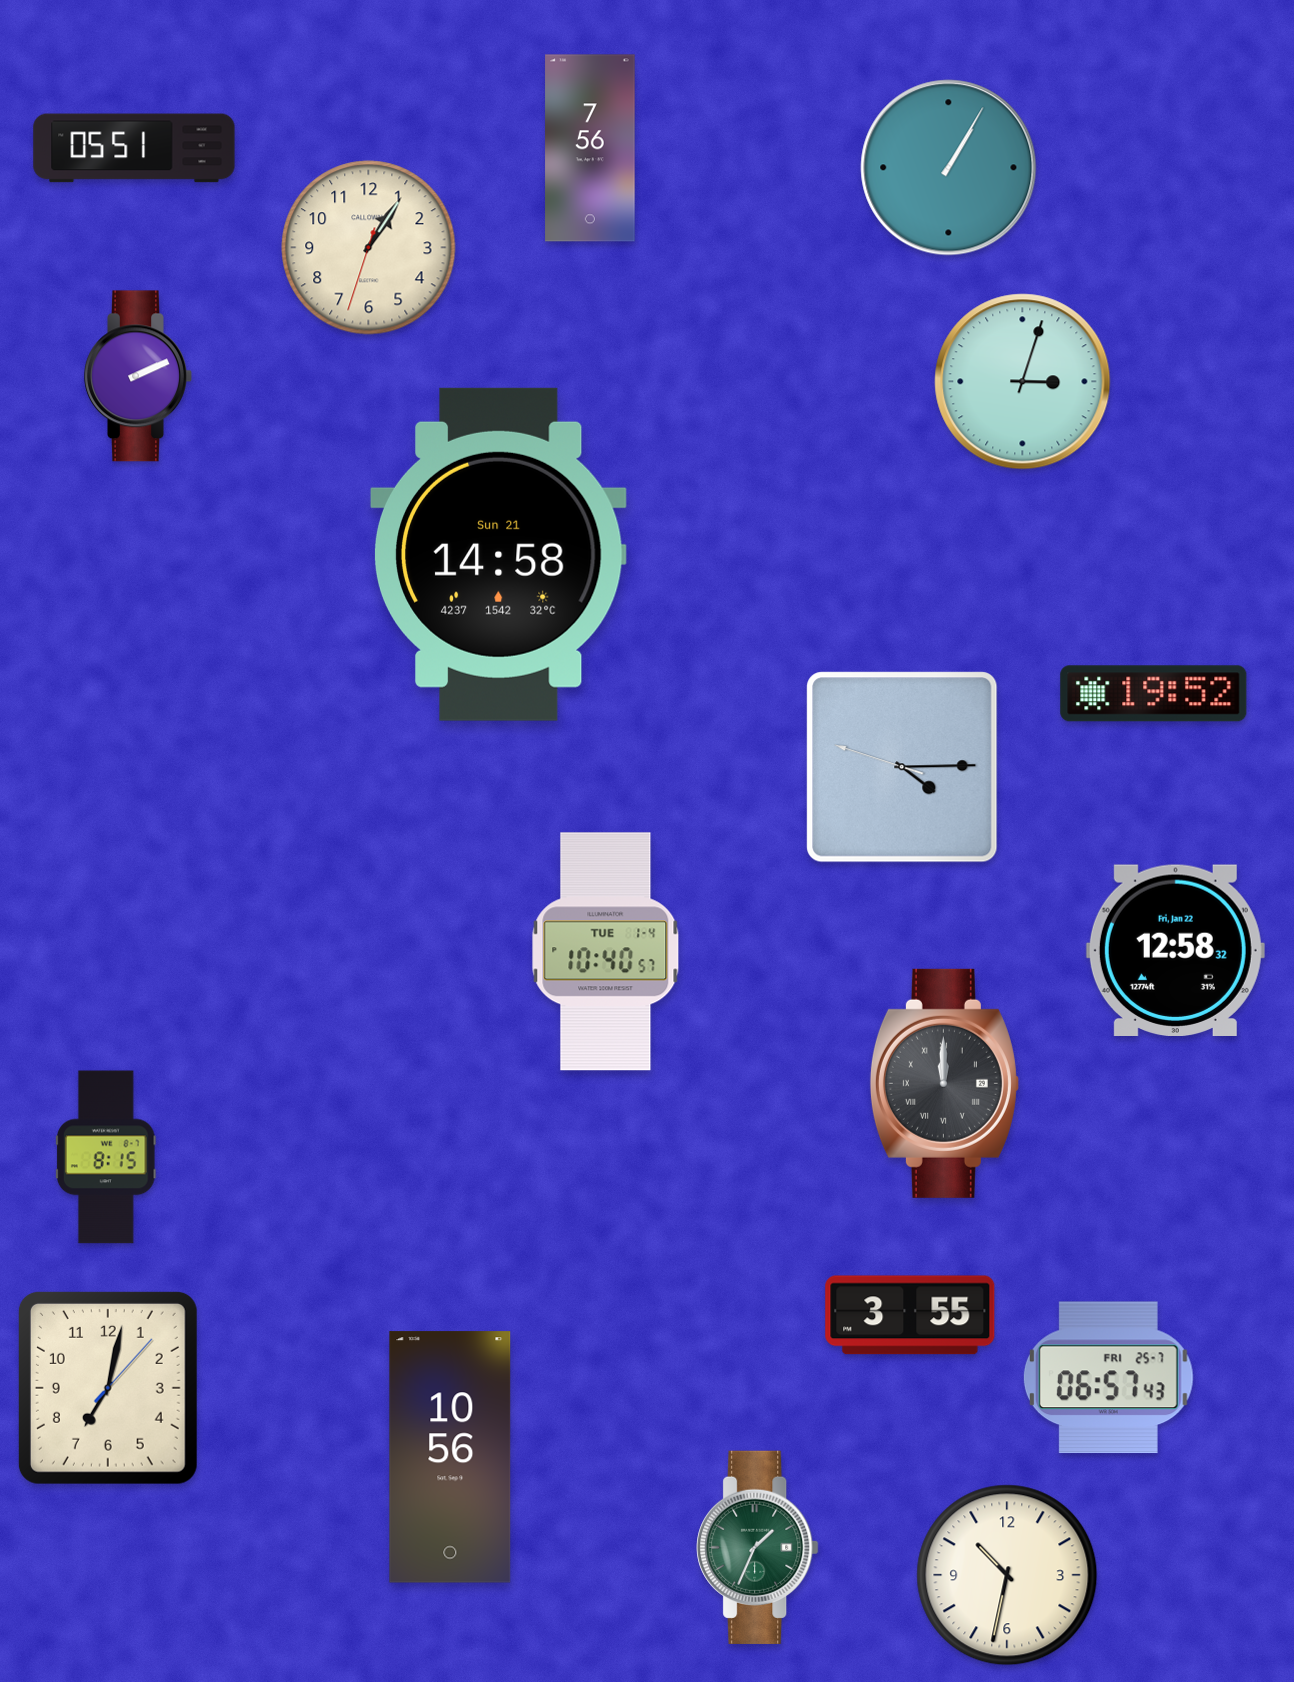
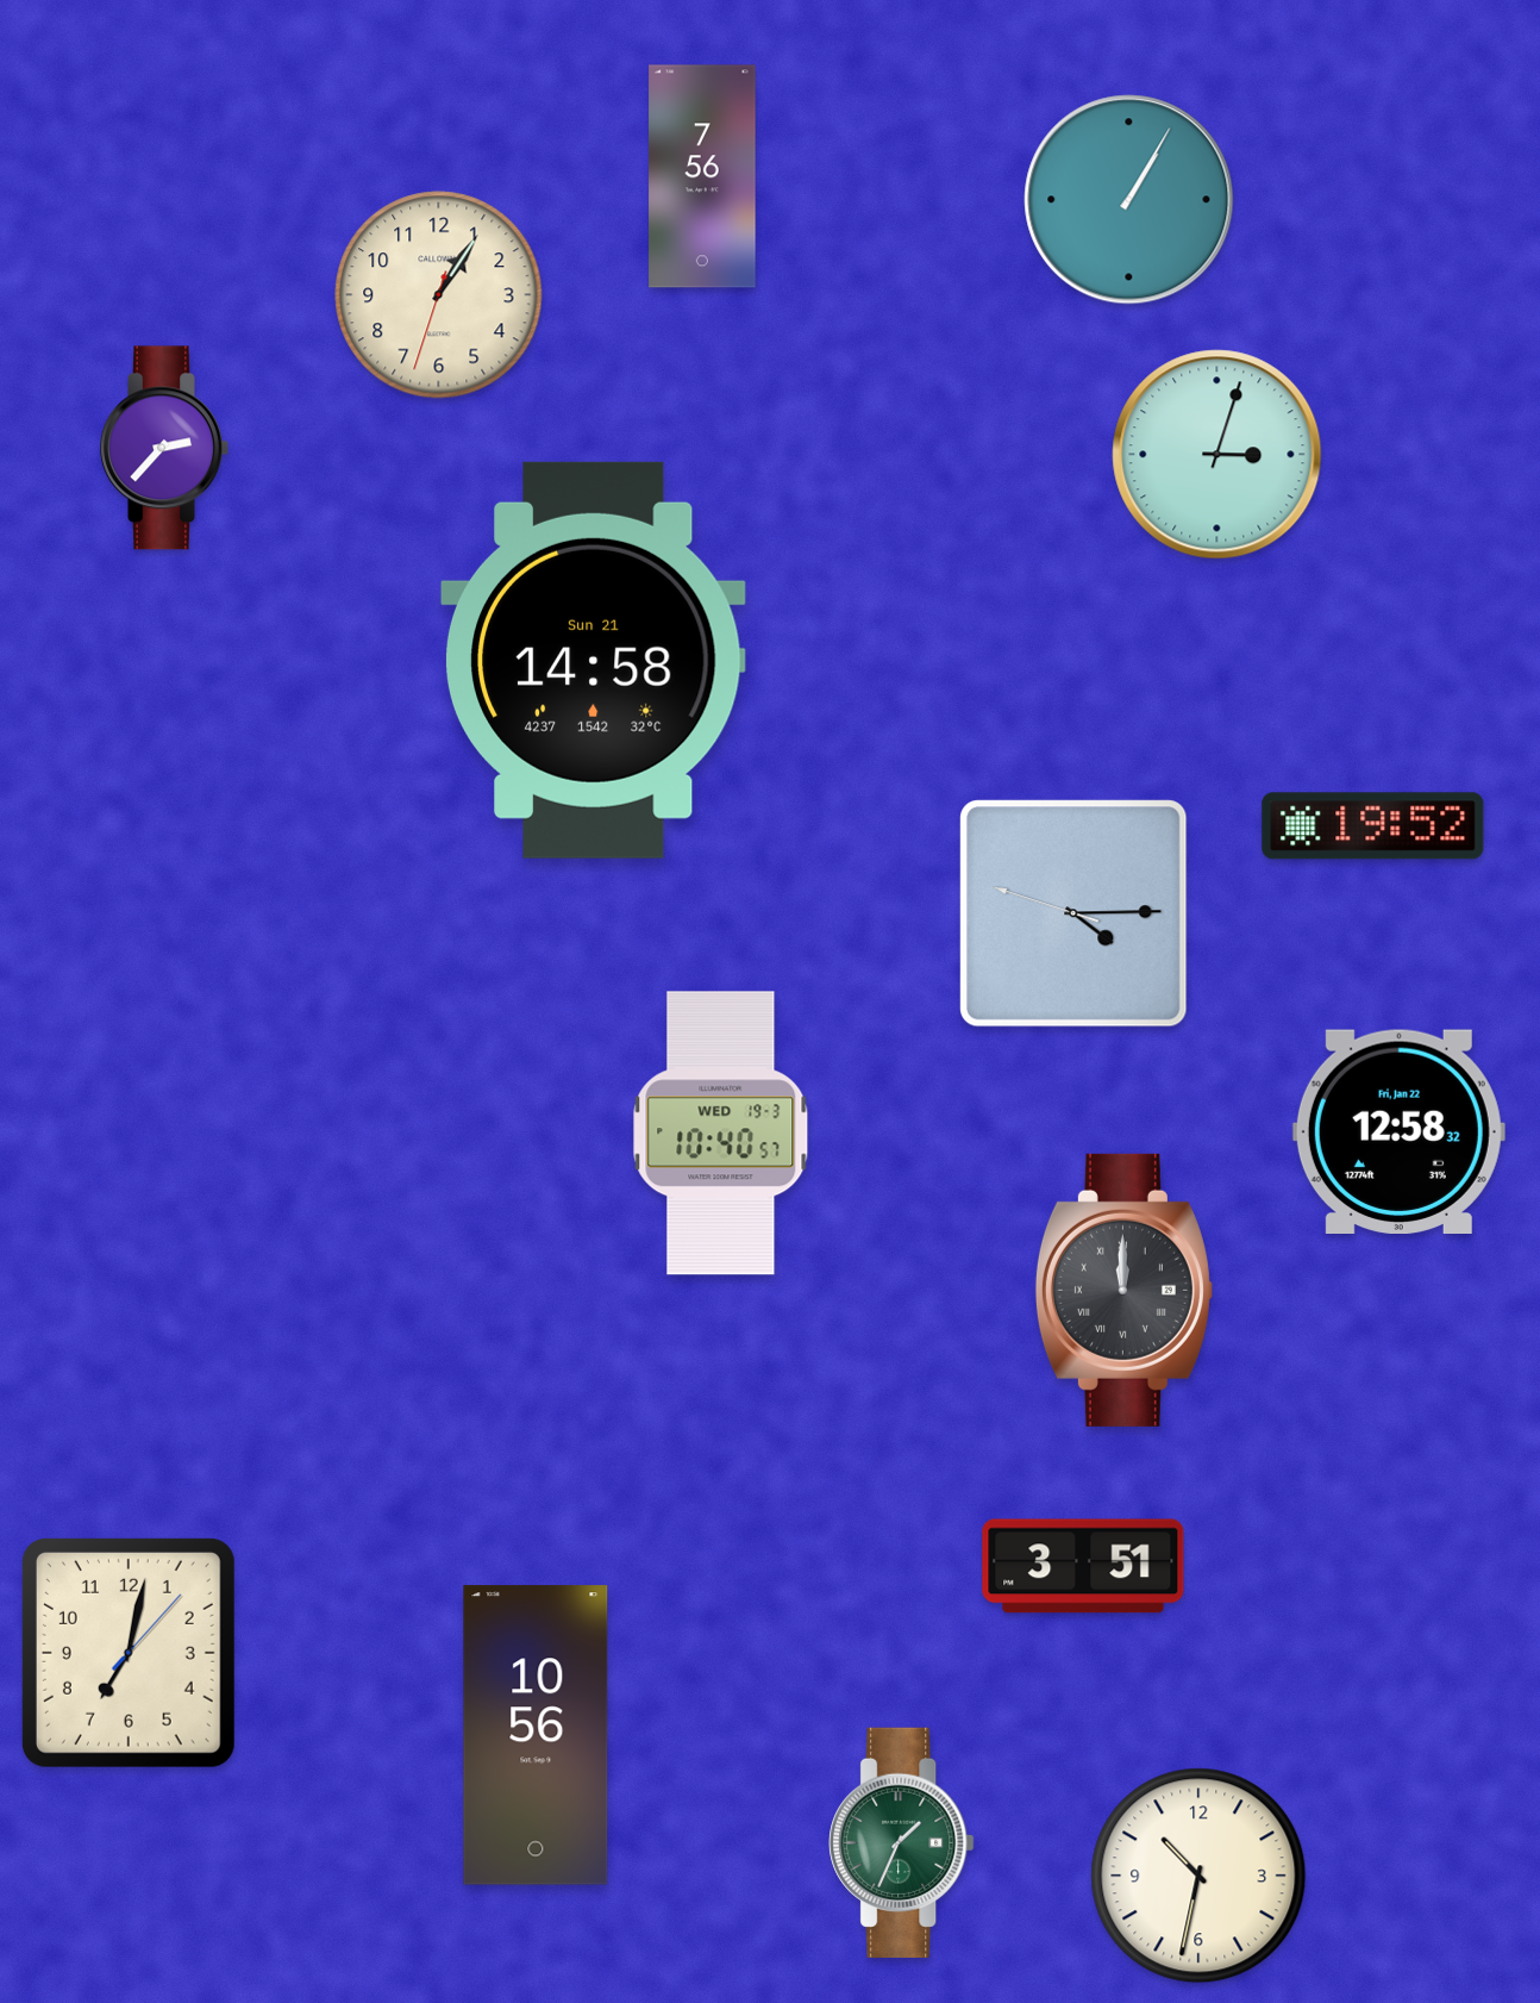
clock at (134, 148): 05:51 -> none
clock at (138, 376): 2:11 -> 2:37
clock at (606, 952) date: TUE 1-4 -> WED 19-3
clock at (106, 1157): 8:15 -> none
clock at (910, 1315): 3:55 -> 3:51
clock at (1108, 1378): 06:57 -> none
